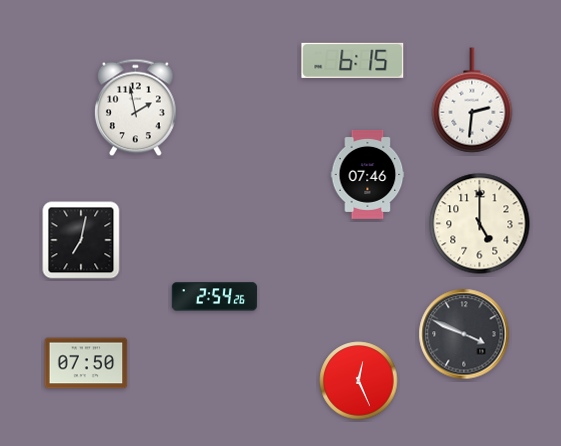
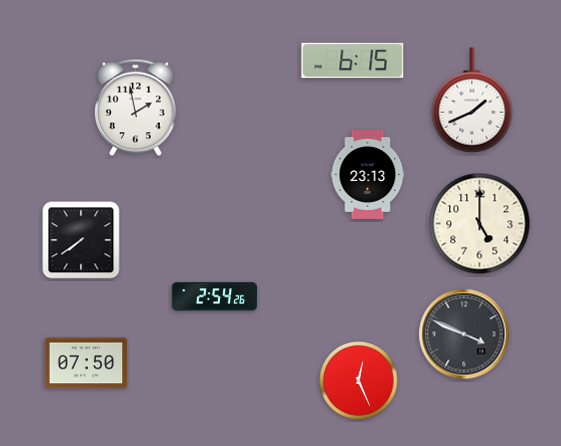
clock at (472, 100): 2:31 -> 1:41
clock at (368, 174): 07:46 -> 23:13
clock at (81, 240): 7:02 -> 7:39
